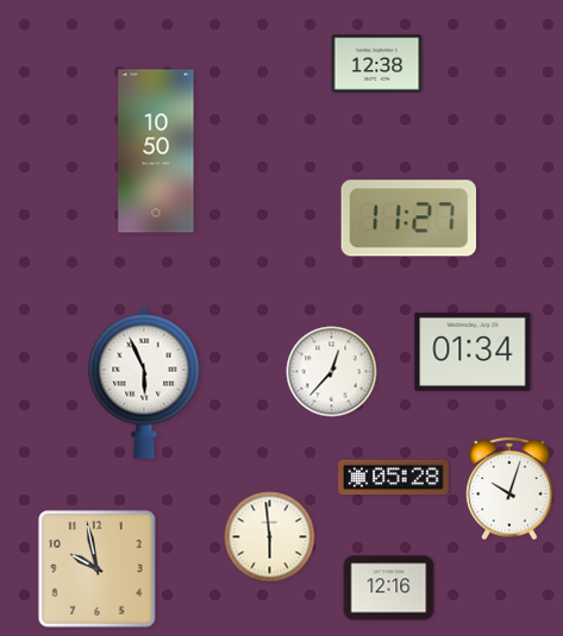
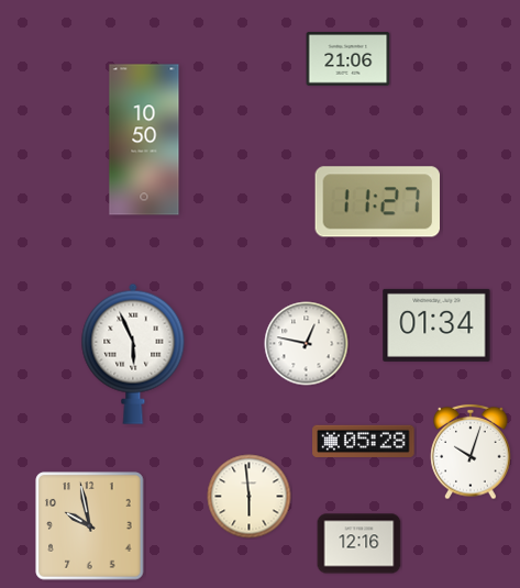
clock at (377, 64): 12:38 -> 21:06
clock at (332, 372): 12:37 -> 12:47
